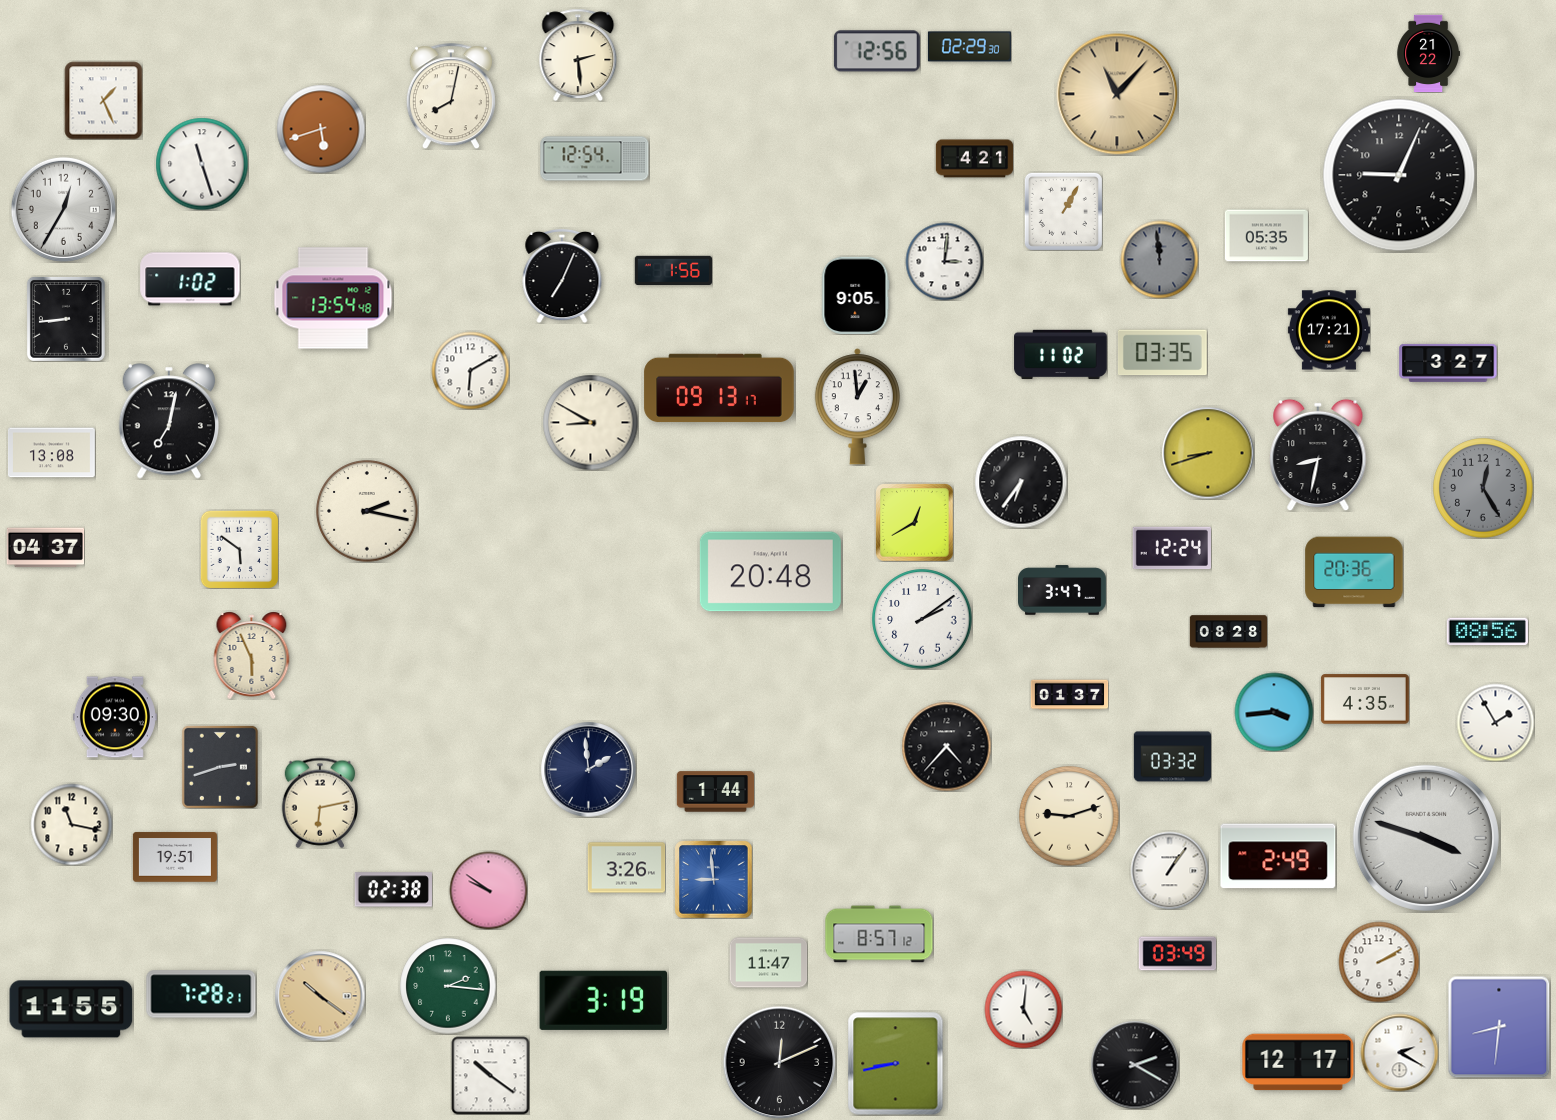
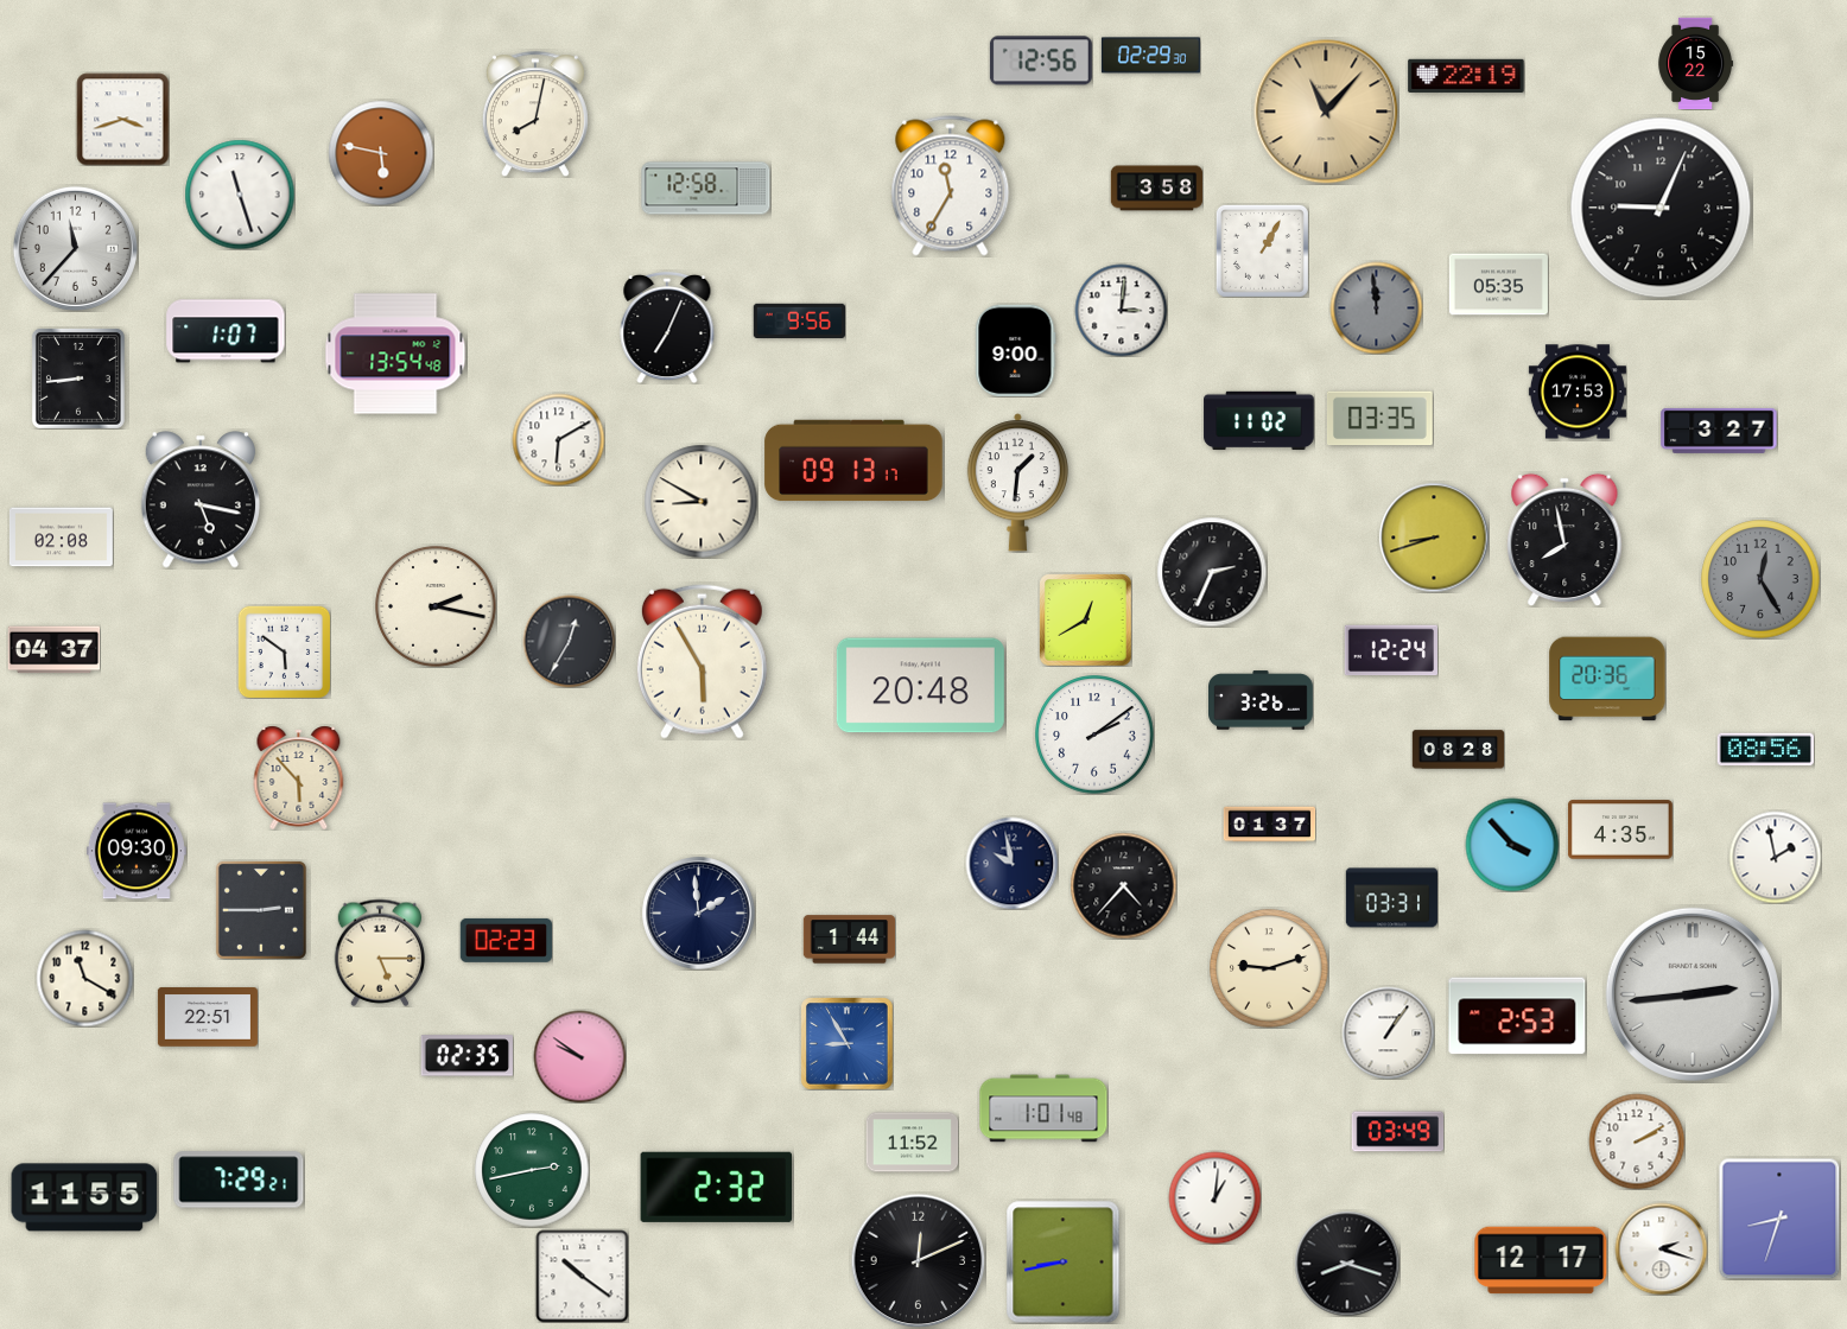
clock at (1428, 53): 21:22 -> 15:22
clock at (578, 55): 2:29 -> none
clock at (1466, 76): none -> 22:19
clock at (103, 100): 1:26 -> 3:42
clock at (321, 129): 5:42 -> 5:47
clock at (951, 186): none -> 11:35
clock at (595, 159): 12:54 -> 12:58
clock at (974, 159): 4:21 -> 3:58
clock at (63, 209): 12:35 -> 11:37
clock at (1266, 236) position: (1266, 236) -> (1498, 285)
clock at (673, 270): 1:56 -> 9:56
clock at (190, 279): 1:02 -> 1:07
clock at (856, 295): 9:05 -> 9:00
clock at (1329, 330): 17:21 -> 17:53
clock at (857, 407): 12:59 -> 1:31
clock at (168, 421): 7:02 -> 5:17
clock at (51, 453): 13:08 -> 02:08
clock at (1318, 455): 8:32 -> 7:58
clock at (1021, 482): 6:36 -> 2:34
clock at (569, 641): none -> 12:35
clock at (702, 661): none -> 5:55
clock at (770, 572) position: (770, 572) -> (920, 686)
clock at (1063, 590): 3:47 -> 3:26
clock at (252, 655): 5:56 -> 5:53
clock at (1274, 712): 3:44 -> 3:53
clock at (1495, 722): 1:55 -> 1:58
clock at (1011, 863): none -> 9:58
clock at (1172, 757): 03:32 -> 03:31
clock at (220, 767): 2:42 -> 2:45
clock at (506, 940): none -> 02:23
clock at (319, 803): 6:13 -> 5:15
clock at (71, 824): 11:17 -> 11:20
clock at (1426, 838): 3:48 -> 2:44
clock at (1278, 856): 2:49 -> 2:53
clock at (175, 857): 19:51 -> 22:51
clock at (626, 868): 3:26 -> none
clock at (713, 879): 8:59 -> 8:55
clock at (393, 890): 02:38 -> 02:35
clock at (879, 934): 8:57 -> 1:01
clock at (768, 963): 11:47 -> 11:52
clock at (448, 986): 2:16 -> 2:43
clock at (201, 994): 7:28 -> 7:29
clock at (320, 996): 10:21 -> none
clock at (604, 1000): 3:19 -> 2:32
clock at (1023, 1009): 5:01 -> 1:01
clock at (1499, 1027): 8:31 -> 8:33
clock at (1399, 1052): 2:20 -> 2:18
clock at (779, 1062) position: (779, 1062) -> (918, 1260)
clock at (1135, 1065): 2:20 -> 8:18
